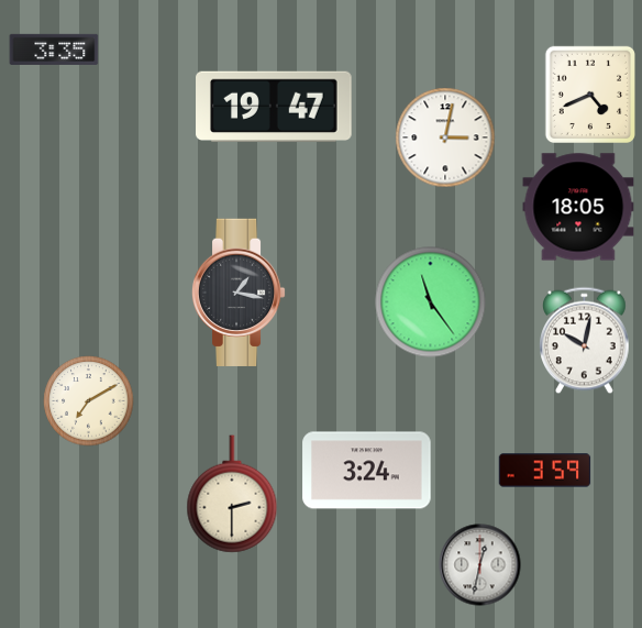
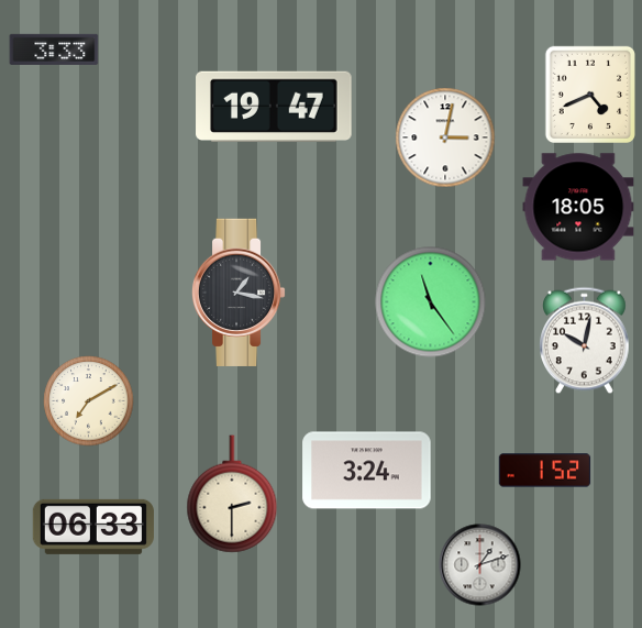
clock at (54, 49): 3:35 -> 3:33
clock at (545, 471): 3:59 -> 1:52
clock at (93, 527): none -> 06:33
clock at (480, 565): 12:32 -> 1:12
